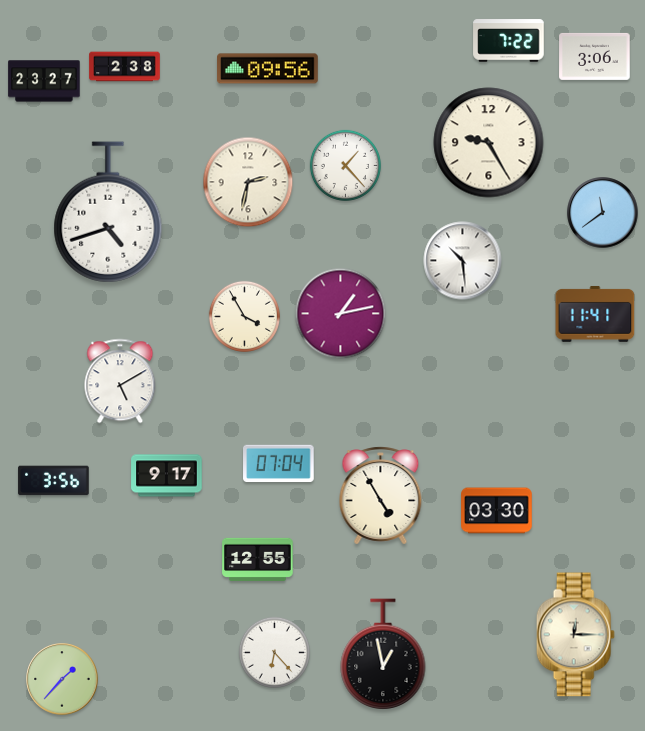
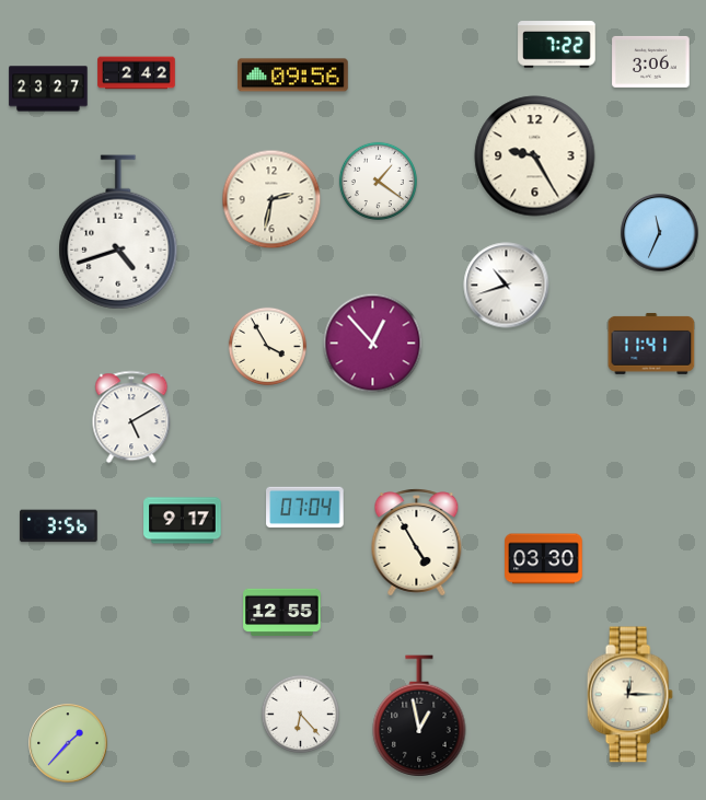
clock at (125, 67): 2:38 -> 2:42
clock at (345, 165): 1:23 -> 1:21
clock at (603, 213): 11:39 -> 11:34
clock at (463, 261): 10:29 -> 10:42
clock at (341, 314): 1:13 -> 12:53
